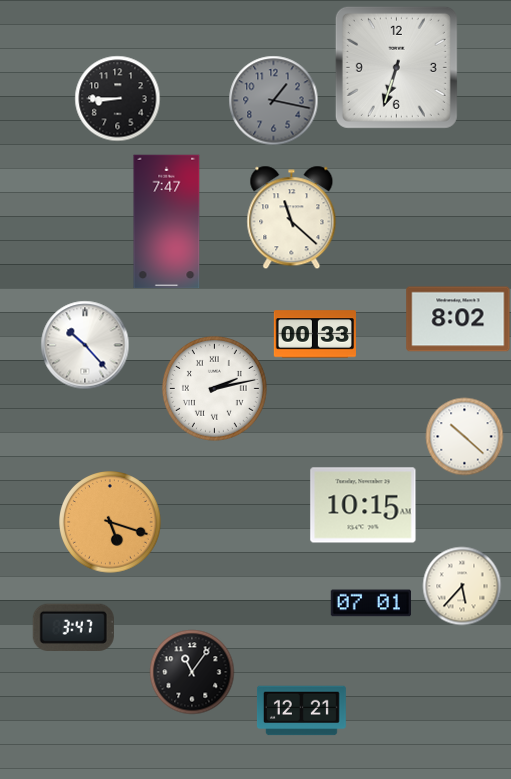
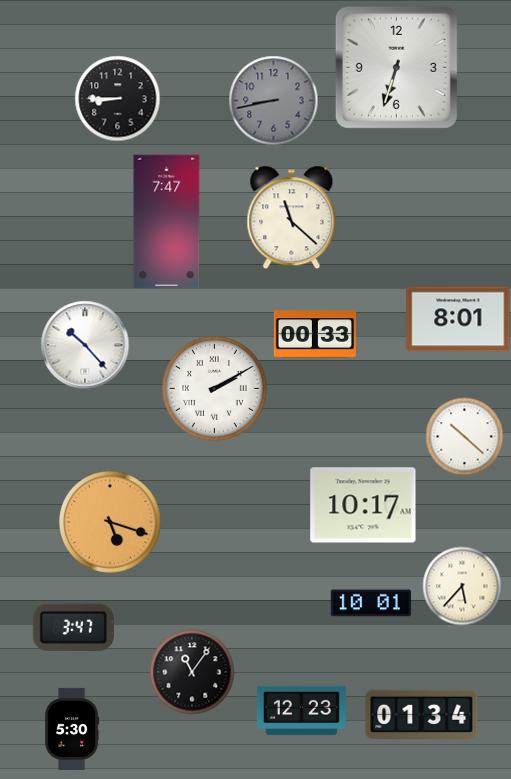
clock at (273, 100): 1:17 -> 8:43
clock at (458, 319): 8:02 -> 8:01
clock at (214, 388): 2:13 -> 2:10
clock at (363, 505): 10:15 -> 10:17
clock at (371, 603): 07:01 -> 10:01
clock at (301, 711): 12:21 -> 12:23
clock at (422, 715): none -> 01:34
clock at (72, 729): none -> 5:30
